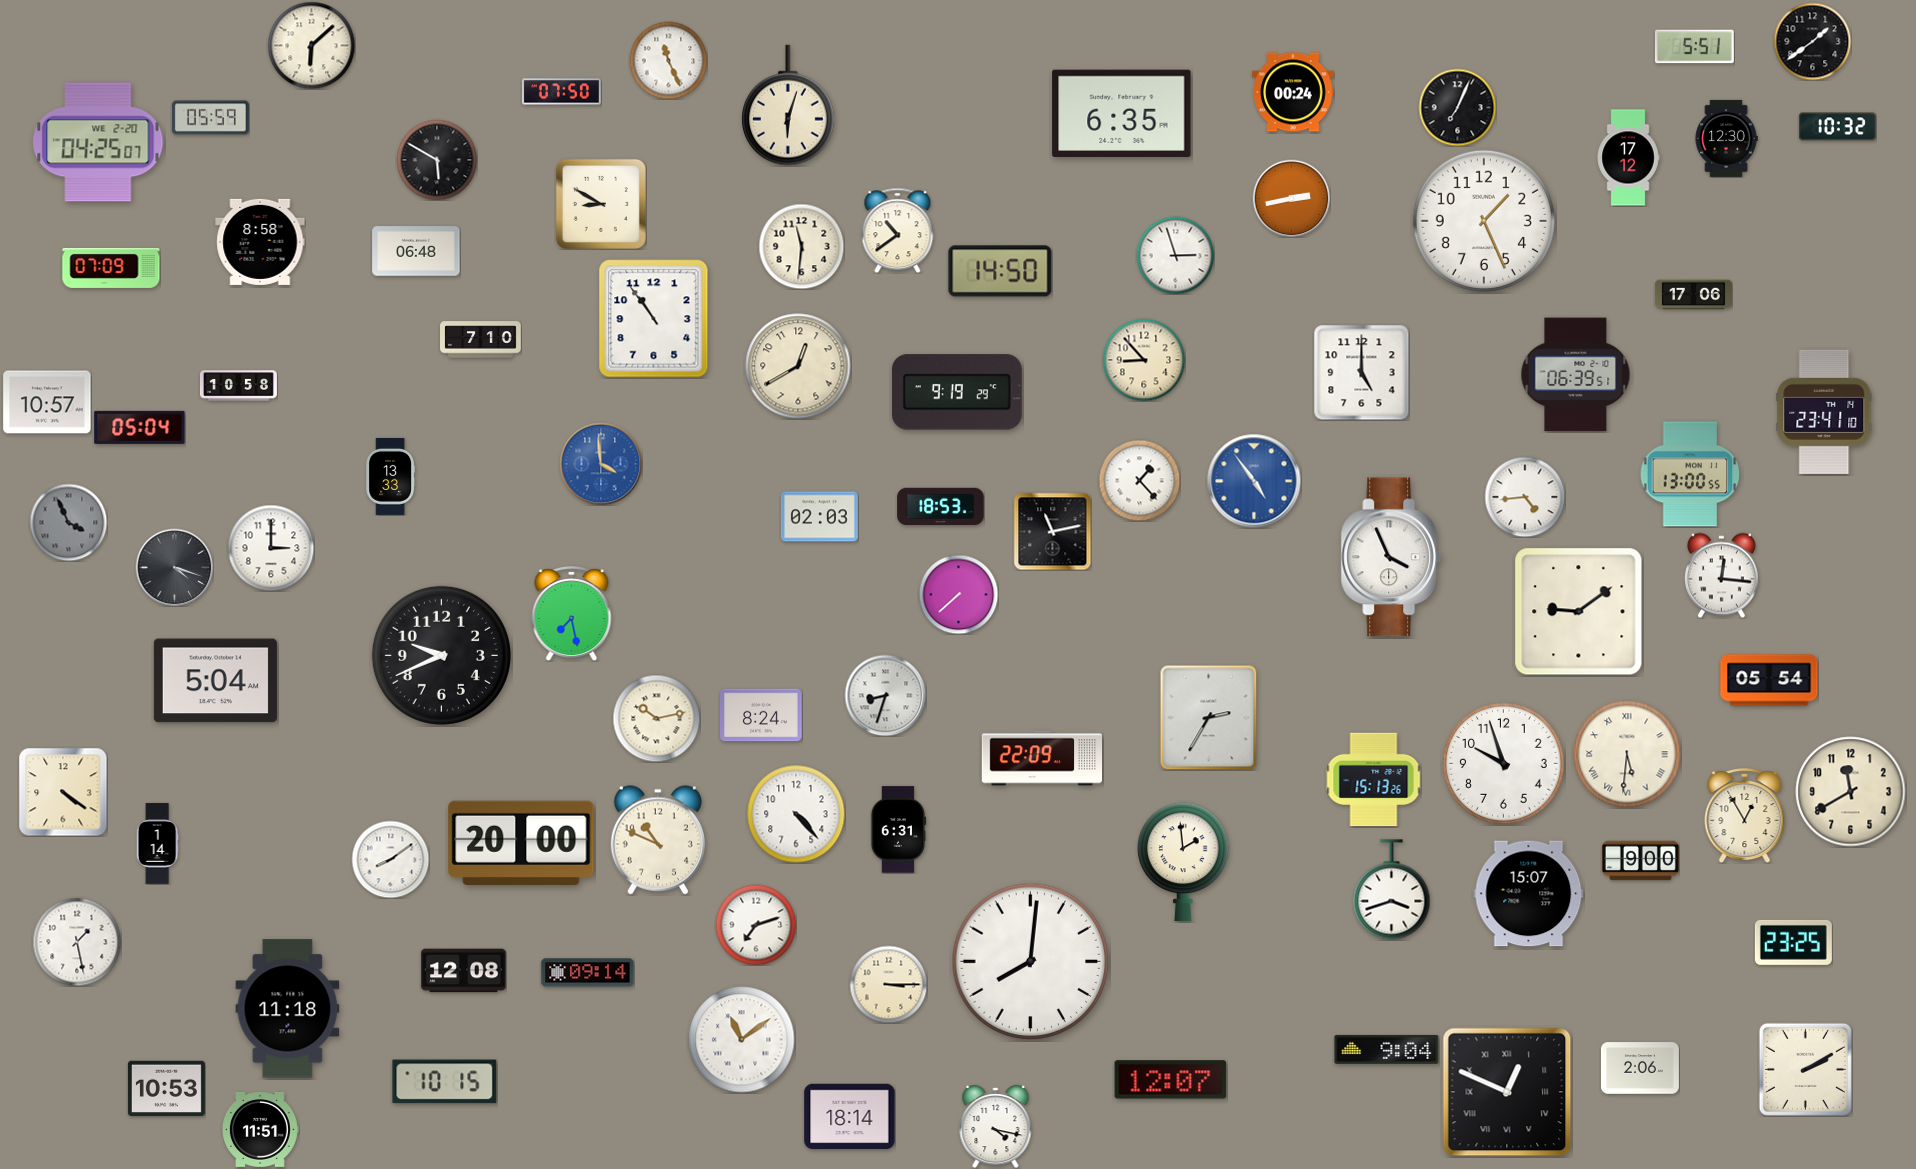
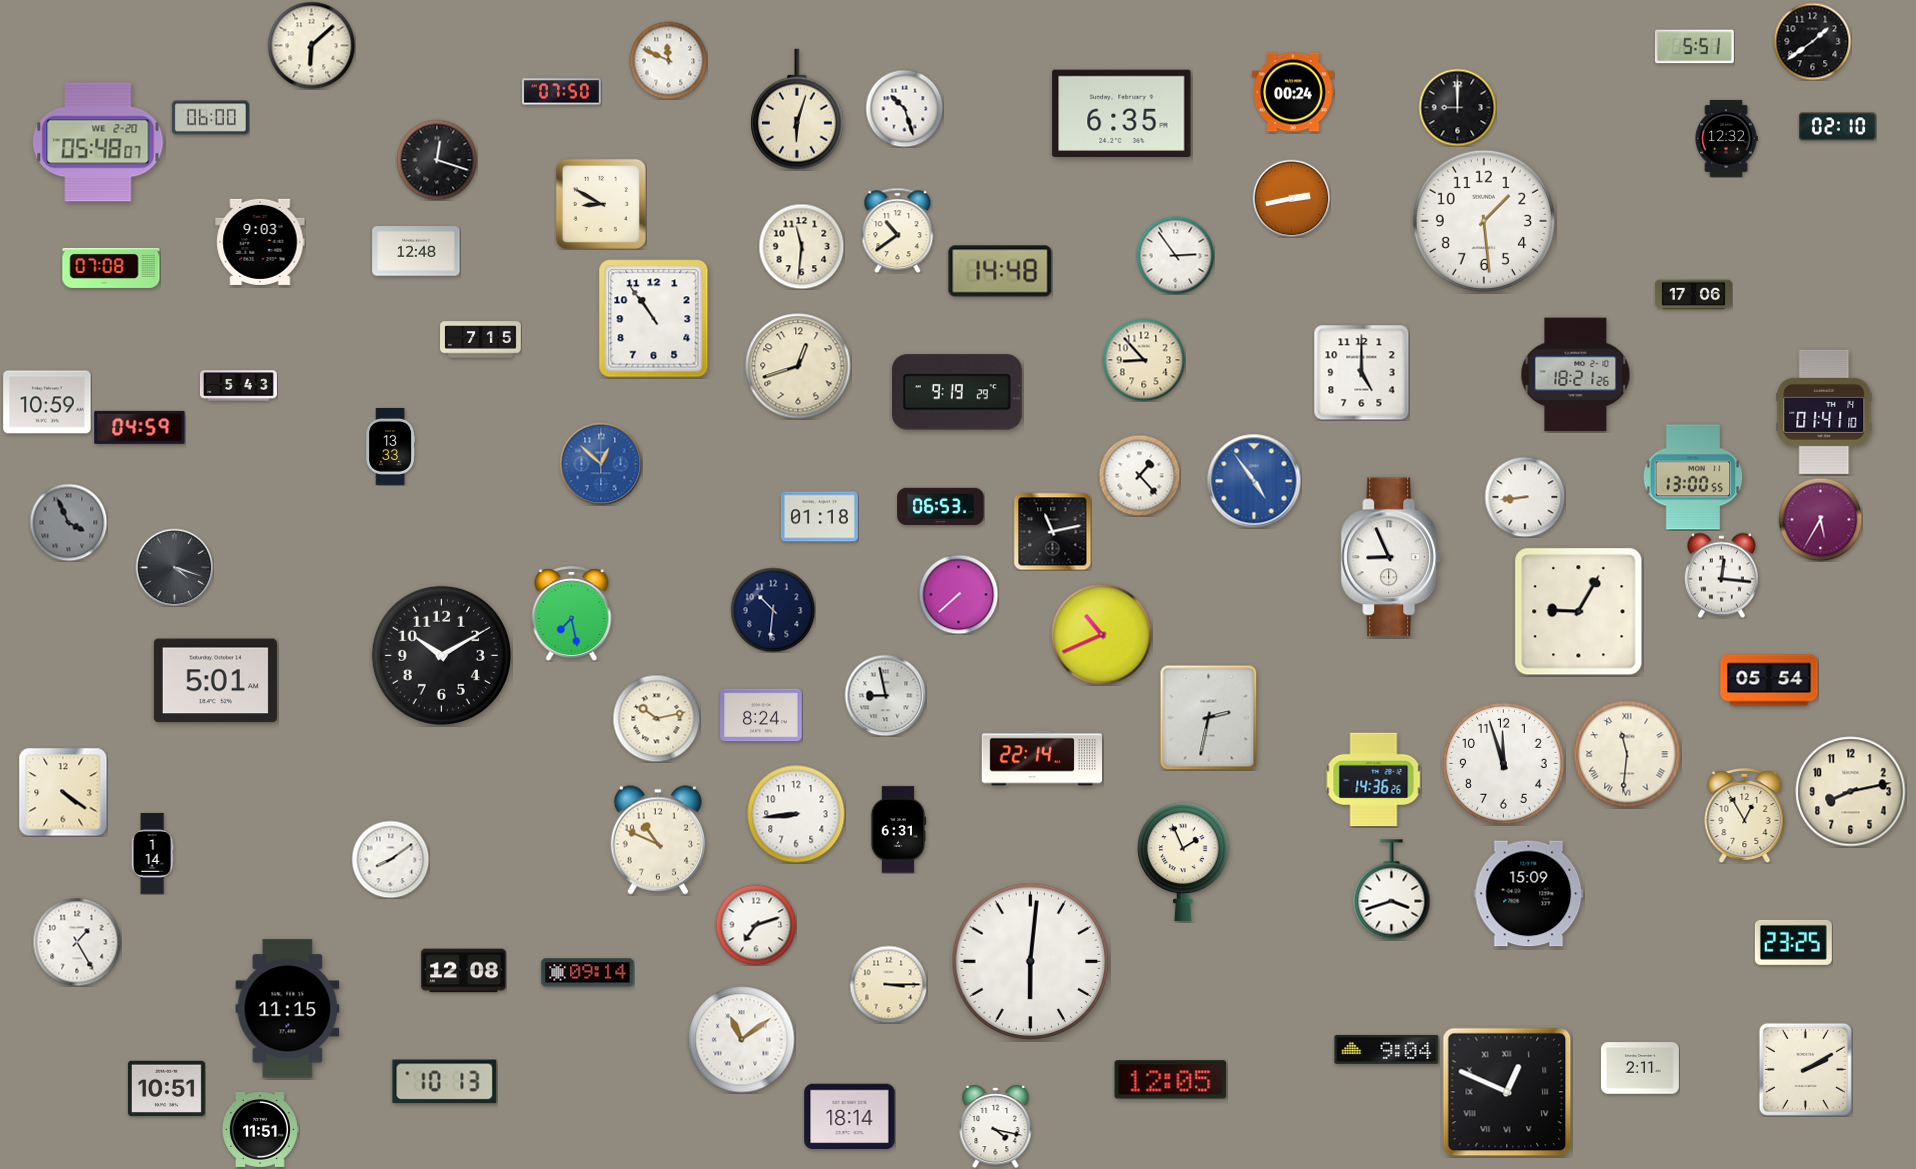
clock at (668, 60): 11:26 -> 11:49
clock at (789, 105) position: (789, 105) -> (798, 109)
clock at (1457, 107): 7:04 -> 9:00
clock at (904, 108): none -> 10:27
clock at (210, 118): 05:59 -> 06:00
clock at (1837, 127): 10:32 -> 02:10
clock at (1726, 138): 12:30 -> 12:32
clock at (98, 142): 04:25 -> 05:48
clock at (1628, 158): 17:12 -> none
clock at (437, 160): 5:50 -> 12:18
clock at (1484, 221): 1:26 -> 1:29
clock at (260, 242): 8:58 -> 9:03
clock at (416, 251): 06:48 -> 12:48
clock at (1175, 255): 2:57 -> 2:54
clock at (111, 268): 07:09 -> 07:08
clock at (1000, 271): 14:50 -> 14:48
clock at (481, 340): 7:10 -> 7:15
clock at (798, 366): 12:40 -> 12:42
clock at (1576, 375): 06:39 -> 18:21
clock at (238, 386): 10:58 -> 5:43
clock at (47, 402): 10:57 -> 10:59
clock at (1824, 412): 23:41 -> 01:41
clock at (140, 427): 05:04 -> 04:59
clock at (601, 464): 3:59 -> 12:52
clock at (1690, 474) position: (1690, 474) -> (1693, 477)
clock at (390, 476) position: (390, 476) -> (390, 446)
clock at (1139, 480) position: (1139, 480) -> (1139, 475)
clock at (1525, 497): 4:44 -> 8:44
clock at (941, 507): 18:53 -> 06:53
clock at (819, 517): 02:03 -> 01:18
clock at (1820, 519): none -> 5:35
clock at (271, 548): 3:00 -> none
clock at (1391, 557): 3:56 -> 8:56
clock at (773, 610): none -> 10:31
clock at (1579, 612): 9:09 -> 9:05
clock at (1102, 635): none -> 10:41
clock at (441, 655): 9:41 -> 10:10
clock at (215, 681): 5:04 -> 5:01
clock at (885, 695): 8:33 -> 8:58
clock at (1209, 717): 2:35 -> 2:32
clock at (1627, 754): 5:31 -> 11:31
clock at (1041, 758): 22:09 -> 22:14
clock at (1504, 764): 9:57 -> 11:57
clock at (1373, 780): 15:13 -> 14:36
clock at (1851, 792): 11:40 -> 8:13
clock at (796, 814): 4:23 -> 8:44
clock at (521, 843): 20:00 -> none
clock at (157, 844) position: (157, 844) -> (152, 854)
clock at (1640, 861): 9:00 -> none
clock at (1184, 862): 1:59 -> 1:56
clock at (1529, 894): 15:07 -> 15:09
clock at (77, 942): 1:28 -> 1:25
clock at (1031, 962): 8:01 -> 6:01
clock at (288, 1009): 11:18 -> 11:15
clock at (1640, 1068): 2:06 -> 2:11
clock at (1171, 1080): 12:07 -> 12:05
clock at (445, 1082): 10:15 -> 10:13
clock at (166, 1089): 10:53 -> 10:51
